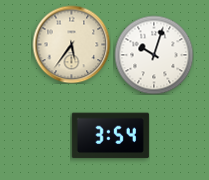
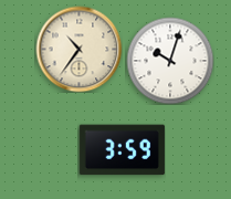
clock at (71, 44): 5:36 -> 10:36
clock at (110, 136): 3:54 -> 3:59
